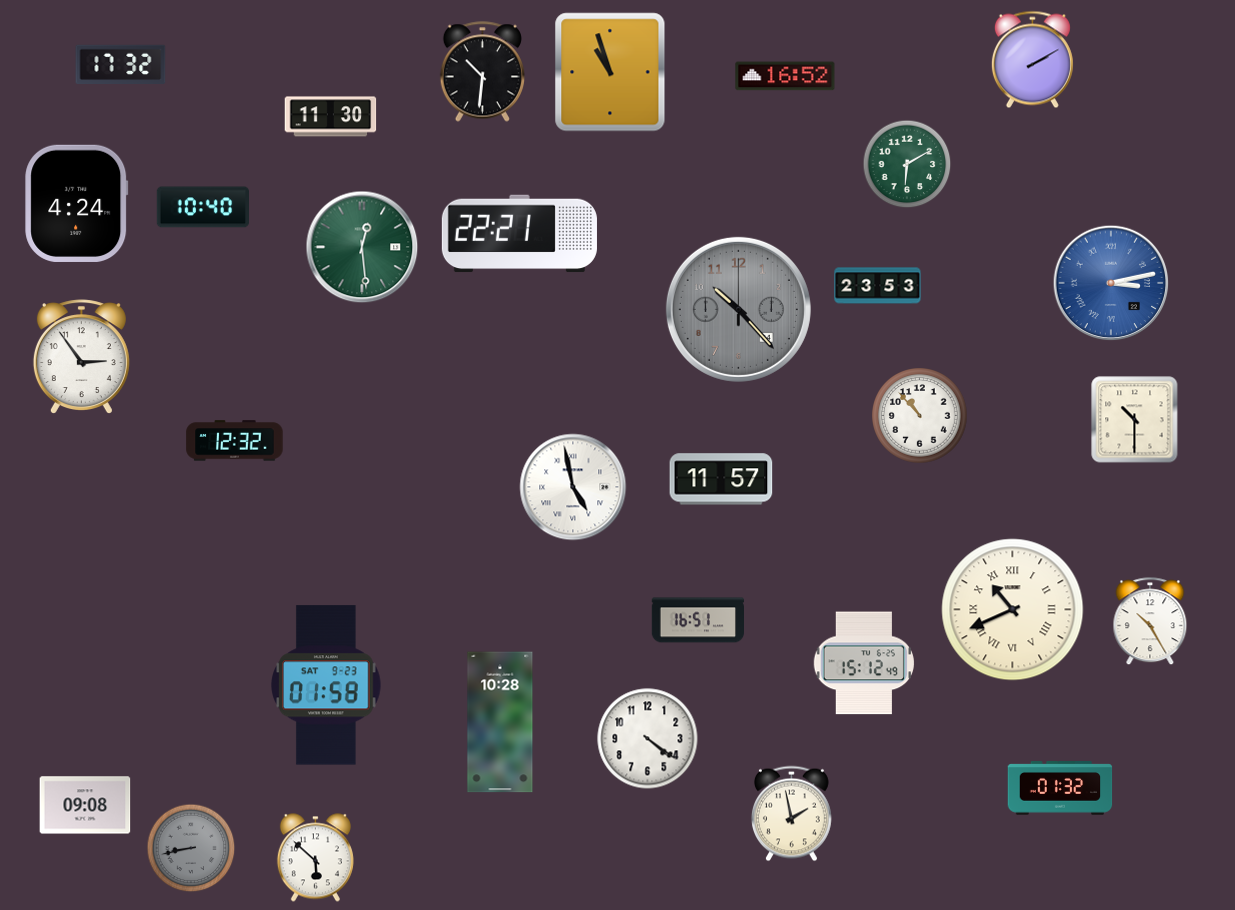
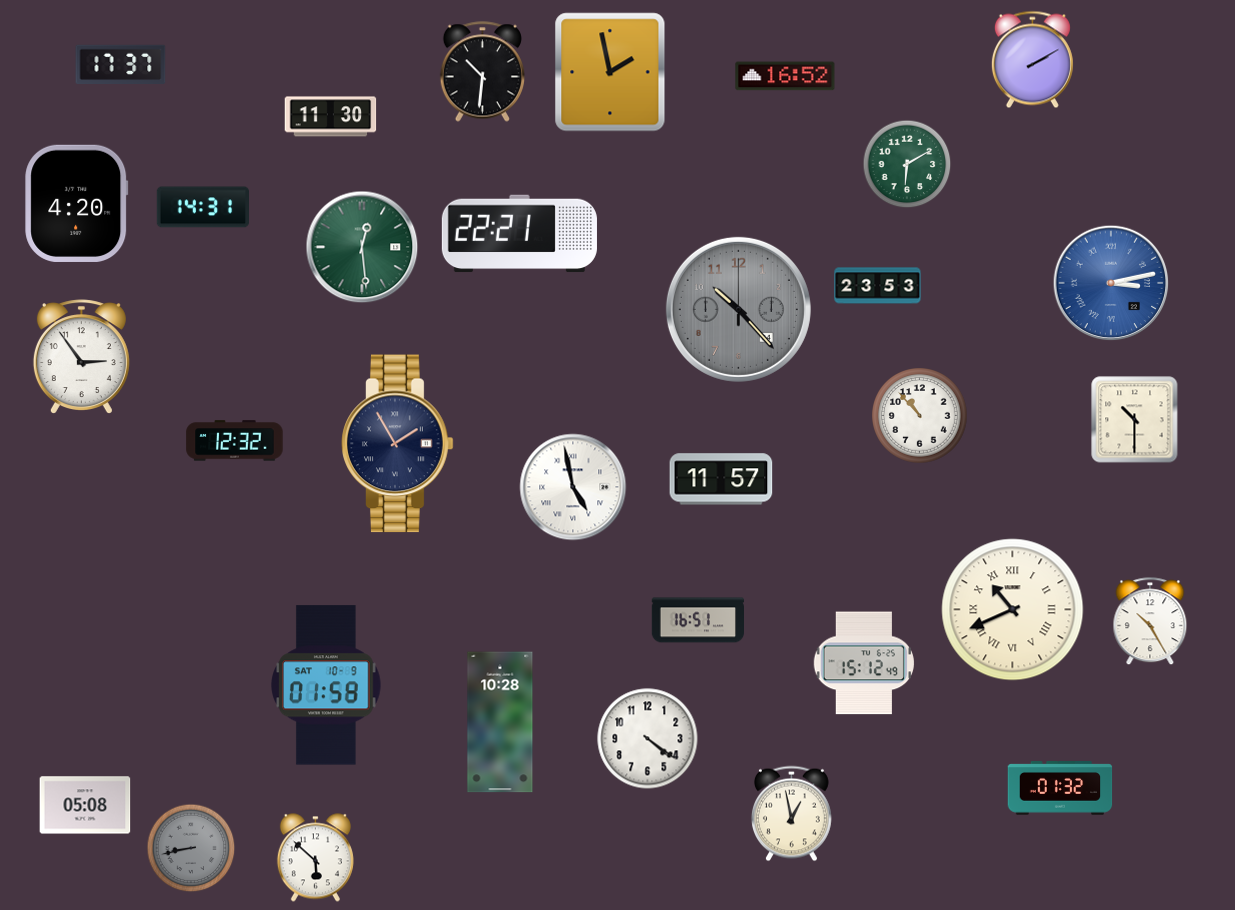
clock at (121, 64): 17:32 -> 17:37
clock at (610, 72): 10:57 -> 1:58
clock at (77, 203): 4:24 -> 4:20
clock at (202, 207): 10:40 -> 14:31
clock at (398, 444): none -> 1:55
clock at (326, 685) date: SAT 9-23 -> SAT 10-9
clock at (85, 805): 09:08 -> 05:08
clock at (791, 814): 1:58 -> 12:58
